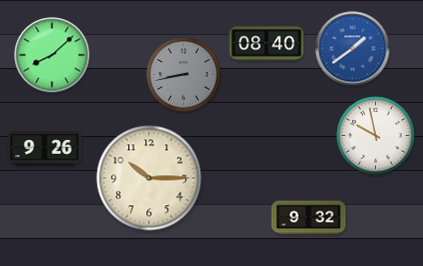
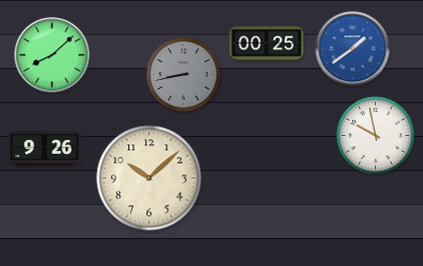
clock at (267, 44): 08:40 -> 00:25
clock at (149, 178): 10:15 -> 10:08
clock at (309, 218): 9:32 -> none
